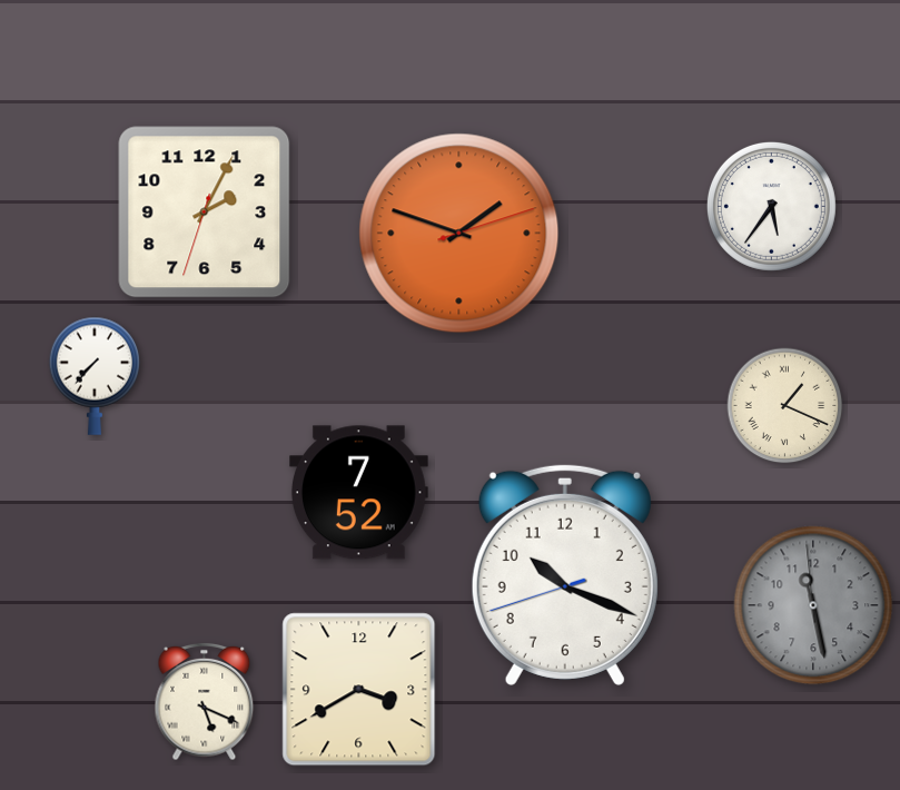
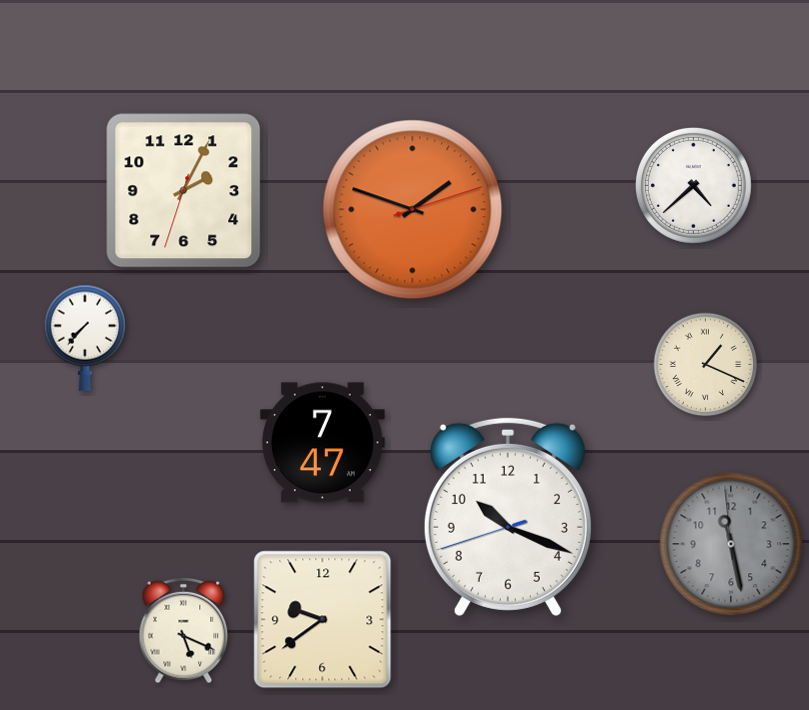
clock at (771, 206): 5:36 -> 4:38
clock at (359, 493): 7:52 -> 7:47
clock at (359, 690): 3:40 -> 9:39
